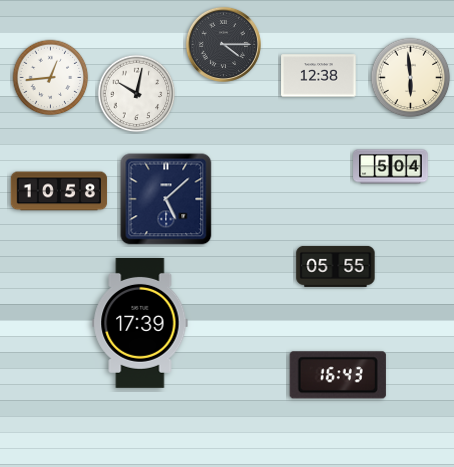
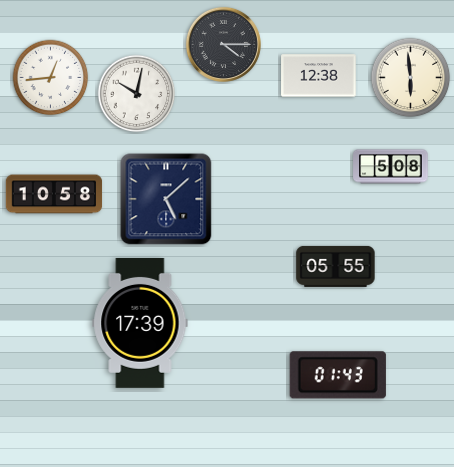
clock at (391, 167): 5:04 -> 5:08
clock at (59, 191) position: (59, 191) -> (54, 194)
clock at (338, 375): 16:43 -> 01:43
